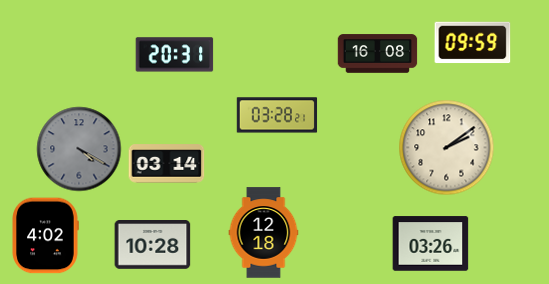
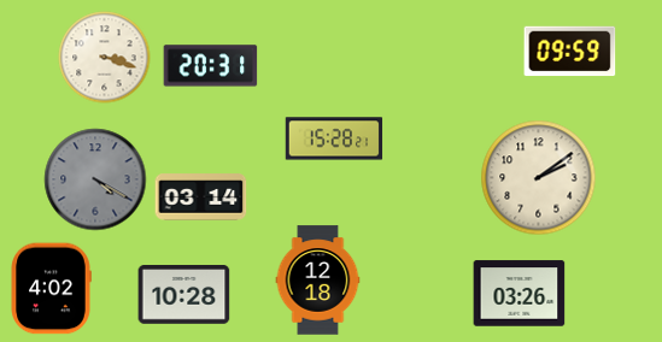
clock at (105, 58): none -> 3:18
clock at (378, 54): 16:08 -> none
clock at (277, 115): 03:28 -> 15:28
clock at (45, 236) position: (45, 236) -> (51, 289)
